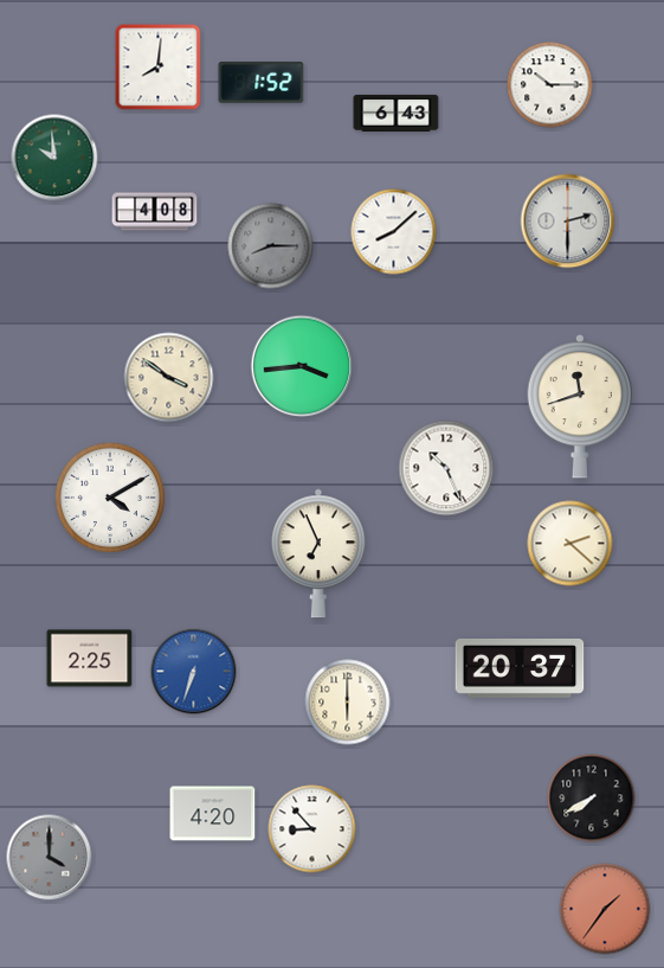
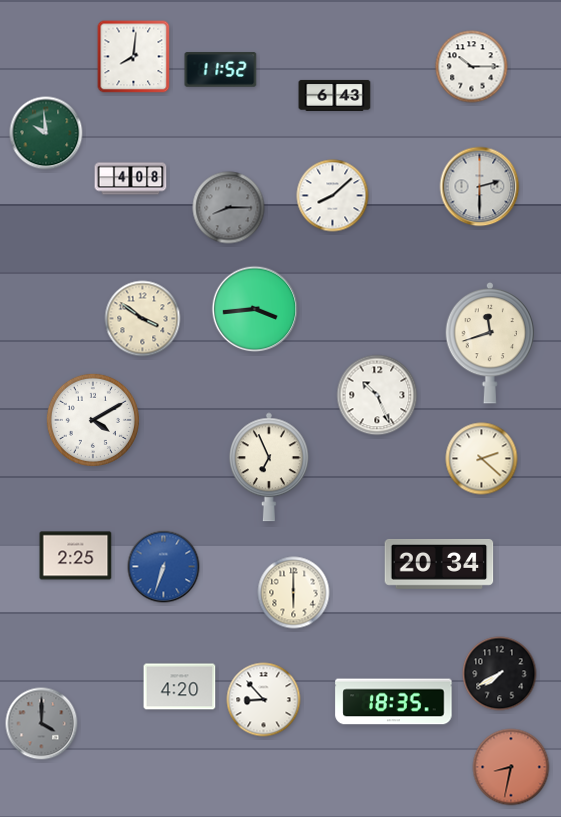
clock at (262, 83): 1:52 -> 11:52
clock at (550, 85) position: (550, 85) -> (472, 67)
clock at (520, 668): 20:37 -> 20:34
clock at (394, 702): none -> 18:35
clock at (605, 909): 1:36 -> 8:32
